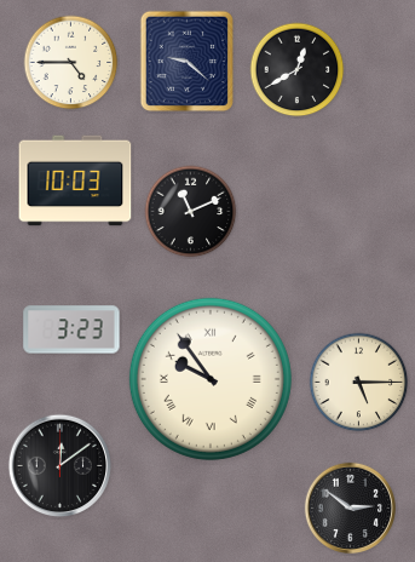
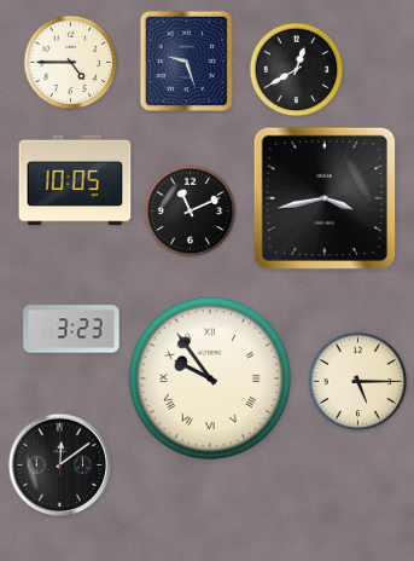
clock at (186, 61): 9:22 -> 9:27
clock at (75, 180): 10:03 -> 10:05
clock at (325, 198): none -> 3:43
clock at (350, 507): 2:51 -> none
